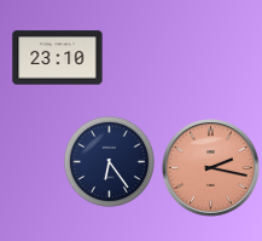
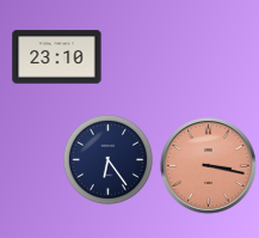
clock at (211, 168): 2:17 -> 3:17
